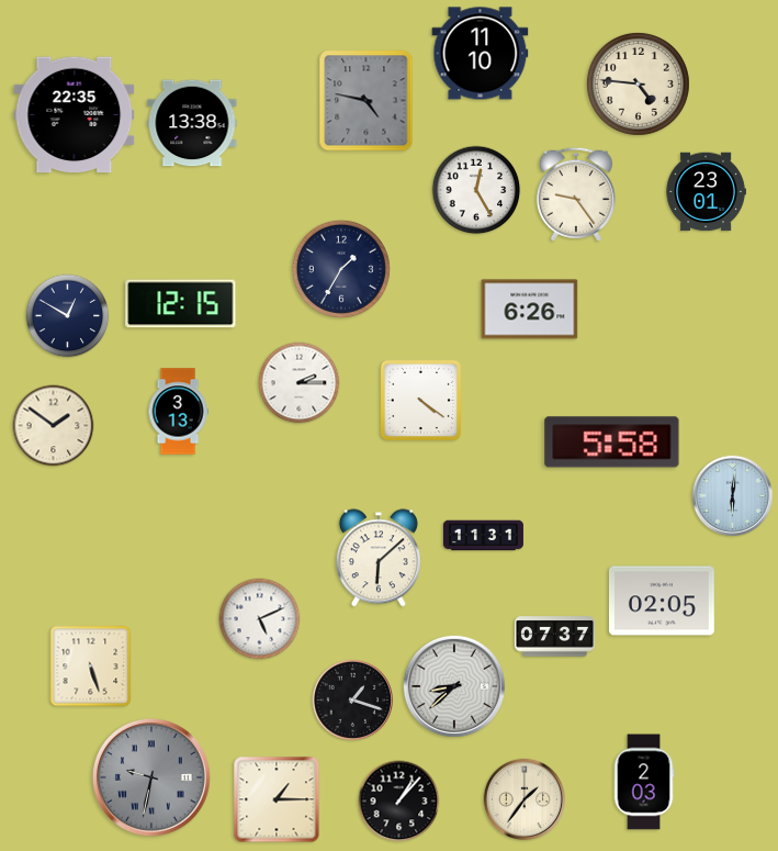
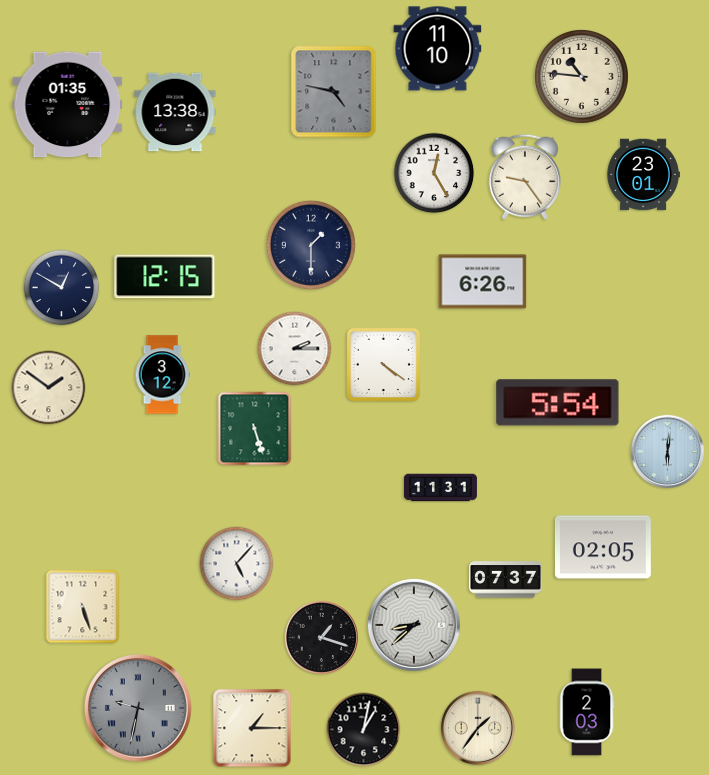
clock at (638, 83): 4:46 -> 10:46
clock at (75, 115): 22:35 -> 01:35
clock at (341, 269): 1:35 -> 1:30
clock at (300, 383) position: (300, 383) -> (295, 349)
clock at (178, 412): 3:13 -> 3:12
clock at (612, 443): 5:58 -> 5:54
clock at (255, 429): none -> 5:27
clock at (379, 558): 6:08 -> none
clock at (260, 619): 5:11 -> 5:07
clock at (399, 802): 1:07 -> 1:02
